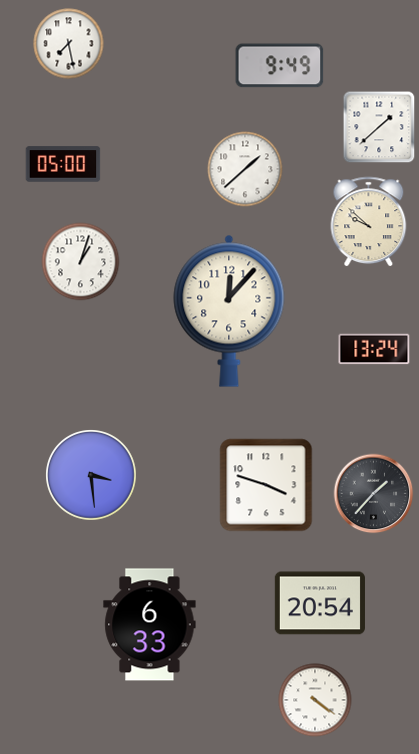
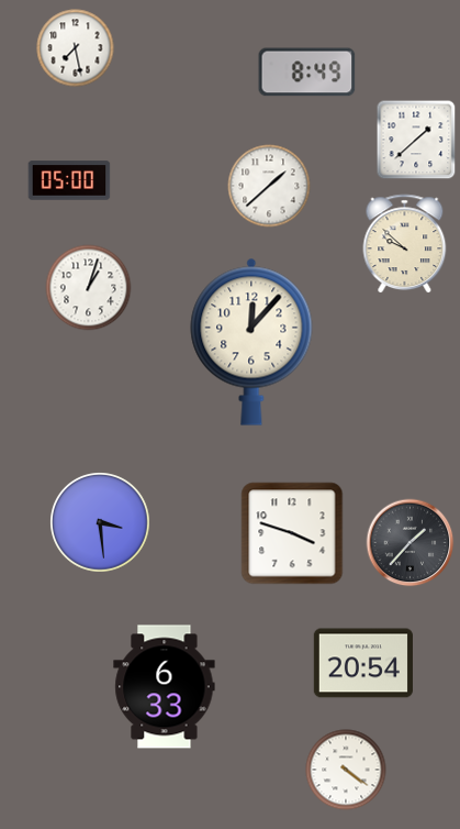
clock at (280, 66): 9:49 -> 8:49
clock at (374, 349): 13:24 -> none
clock at (320, 603) position: (320, 603) -> (363, 663)
